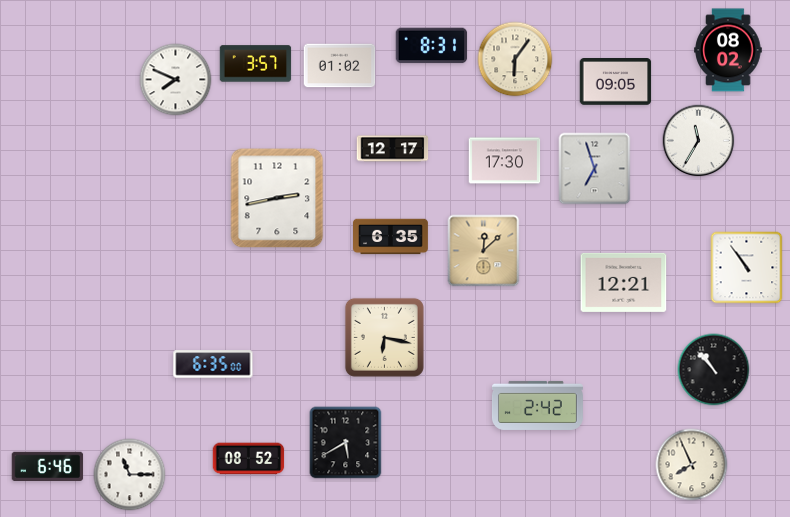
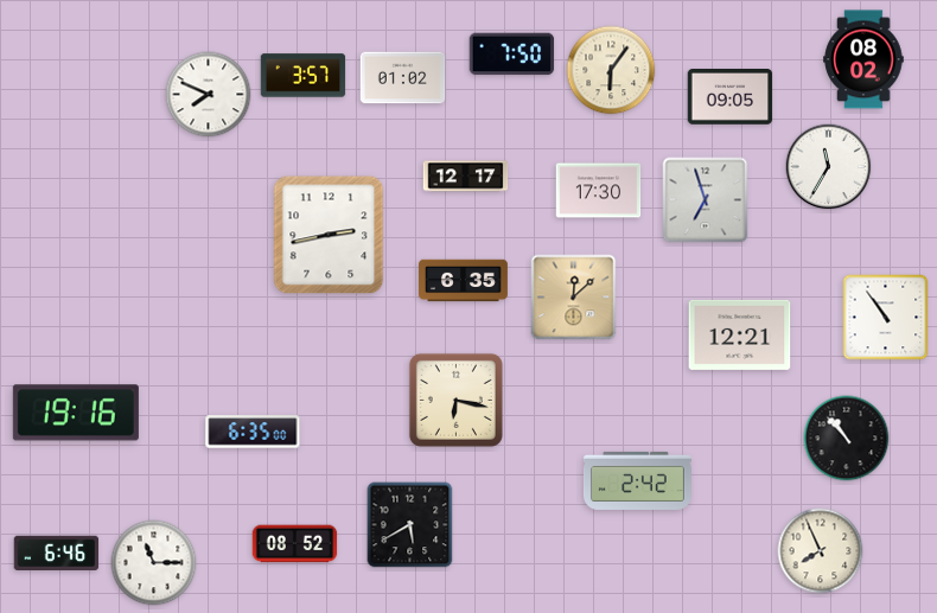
clock at (432, 46): 8:31 -> 7:50
clock at (76, 413): none -> 19:16
